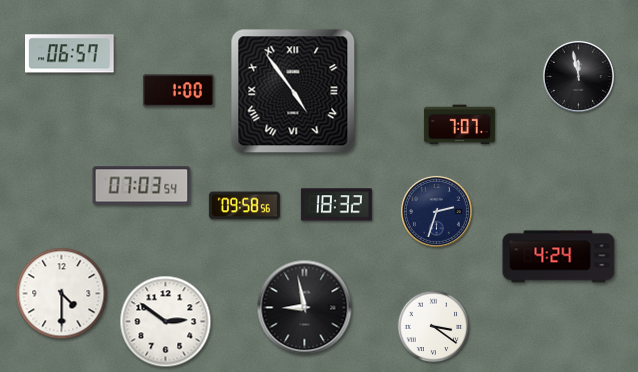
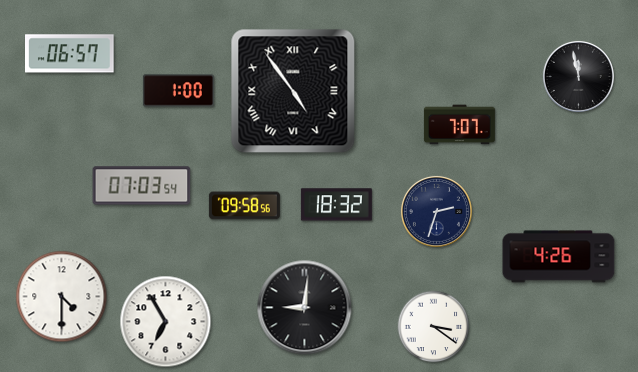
clock at (559, 257): 4:24 -> 4:26
clock at (62, 294) position: (62, 294) -> (62, 297)
clock at (305, 308): 8:58 -> 9:01
clock at (166, 322): 2:51 -> 6:55
